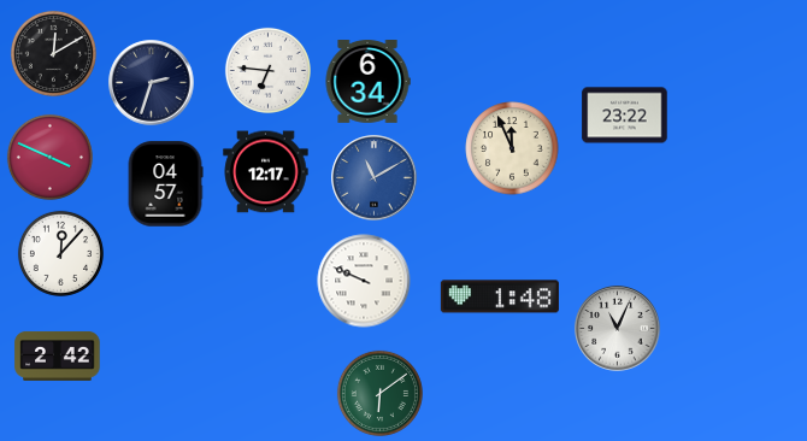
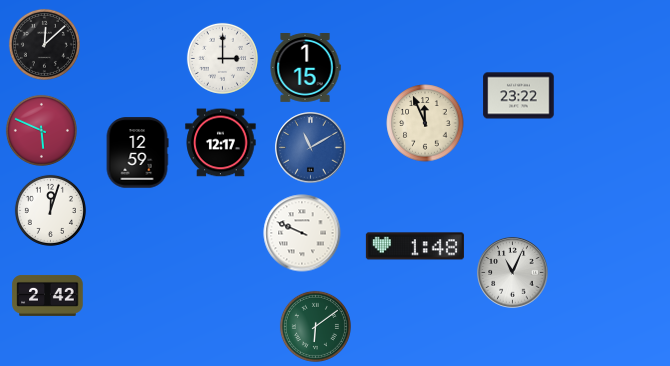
clock at (53, 53): 12:10 -> 12:08
clock at (267, 70): 6:46 -> 3:00
clock at (367, 82): 6:34 -> 1:15
clock at (152, 83): 2:33 -> none
clock at (49, 157): 3:49 -> 5:49
clock at (165, 184): 04:57 -> 12:59
clock at (60, 253): 12:07 -> 12:03
